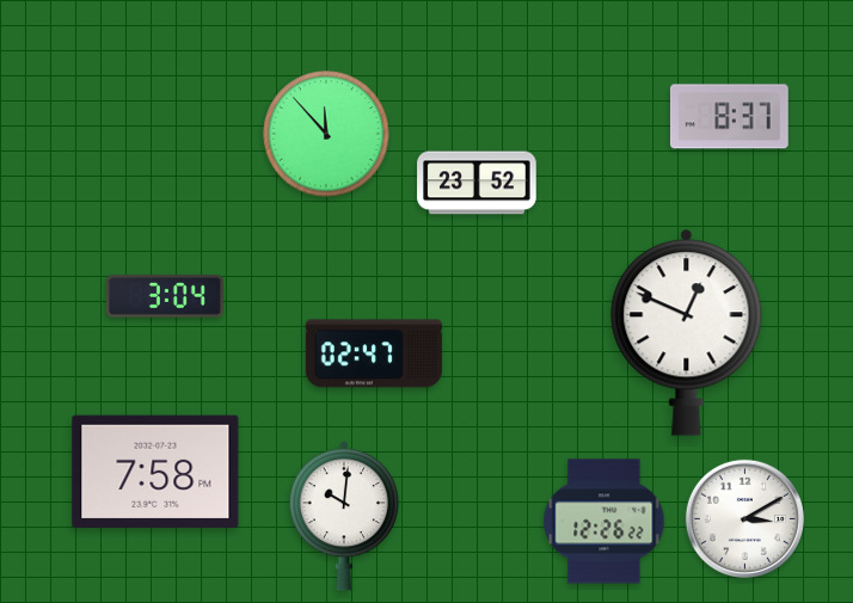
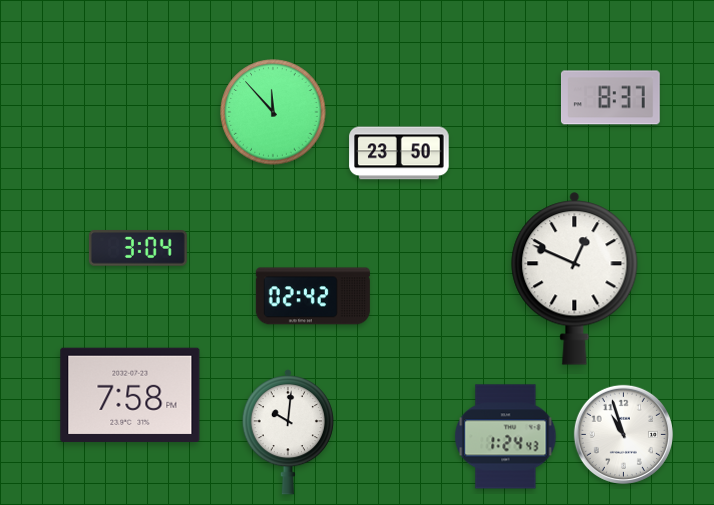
clock at (477, 183): 23:52 -> 23:50
clock at (374, 353): 02:47 -> 02:42
clock at (744, 518): 3:10 -> 10:57
clock at (605, 522): 12:26 -> 1:24
